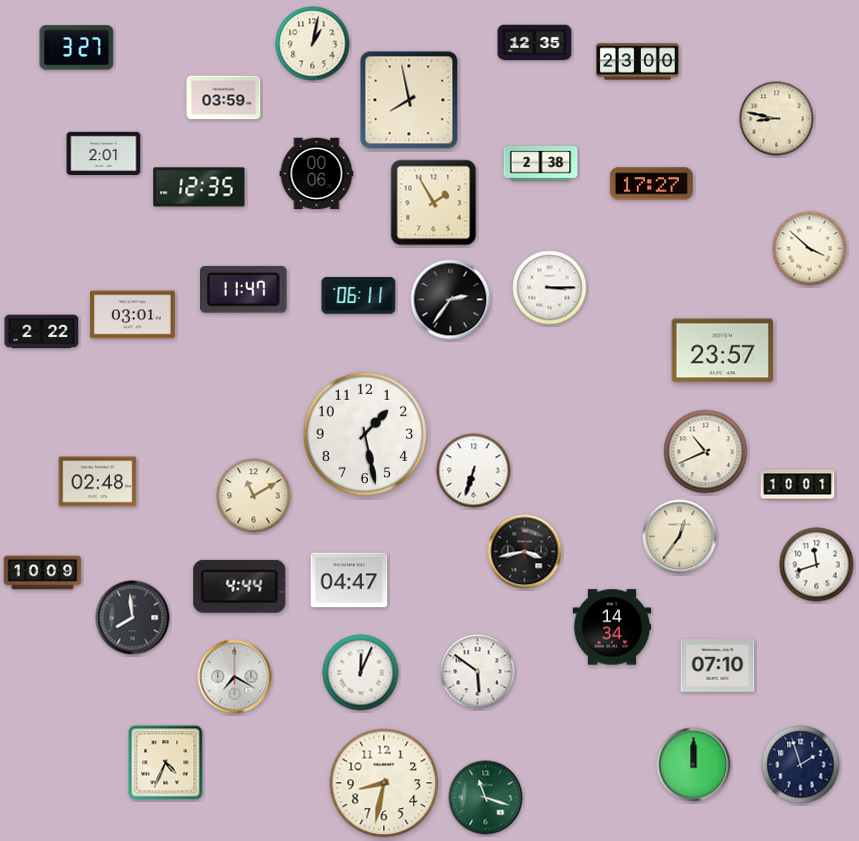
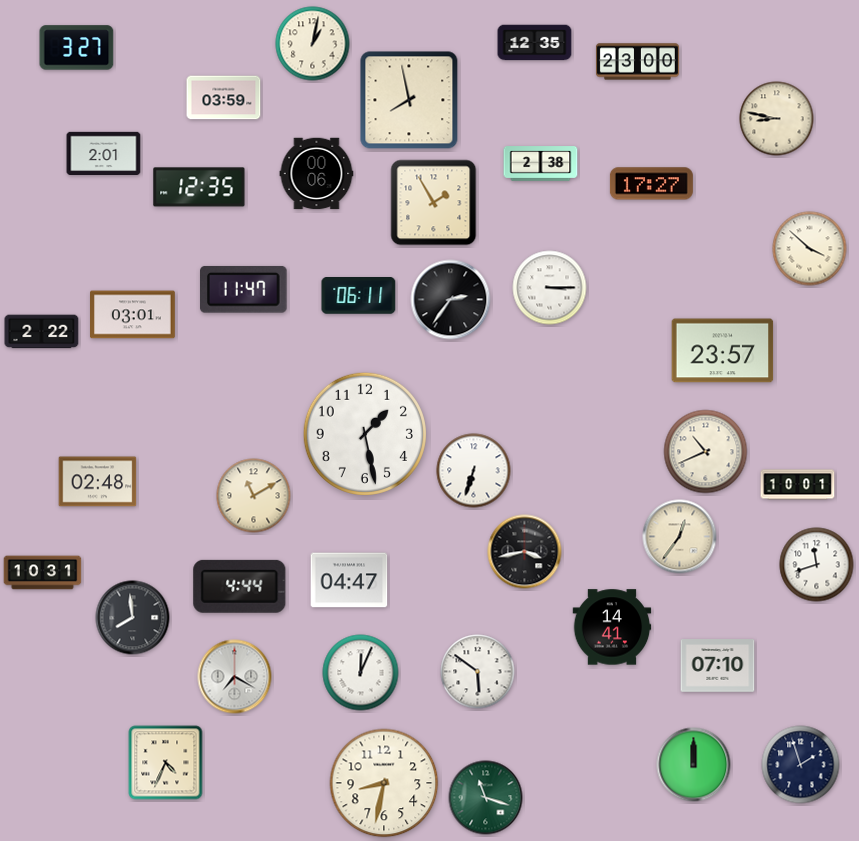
clock at (43, 573): 10:09 -> 10:31
clock at (612, 627): 14:34 -> 14:41
